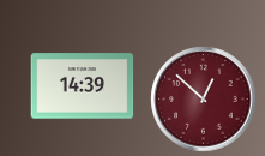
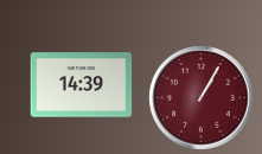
clock at (204, 100): 12:52 -> 1:05
